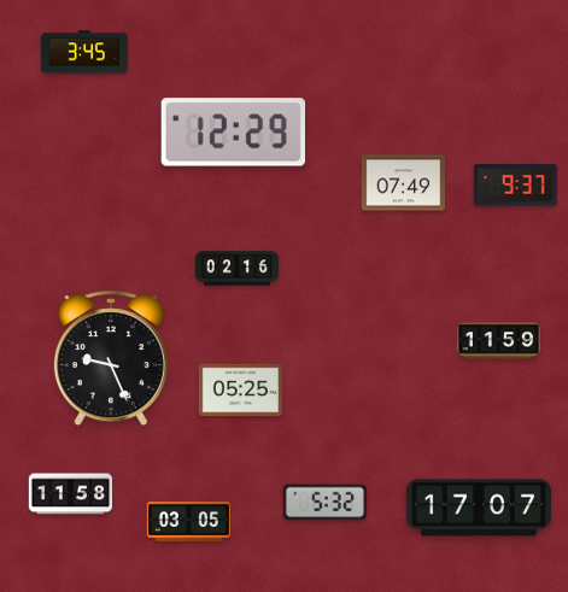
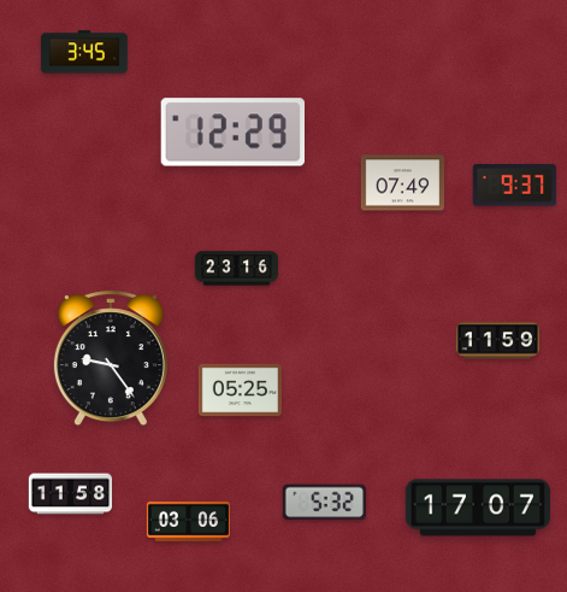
clock at (236, 269): 02:16 -> 23:16
clock at (111, 359): 9:26 -> 9:24
clock at (188, 521): 03:05 -> 03:06
